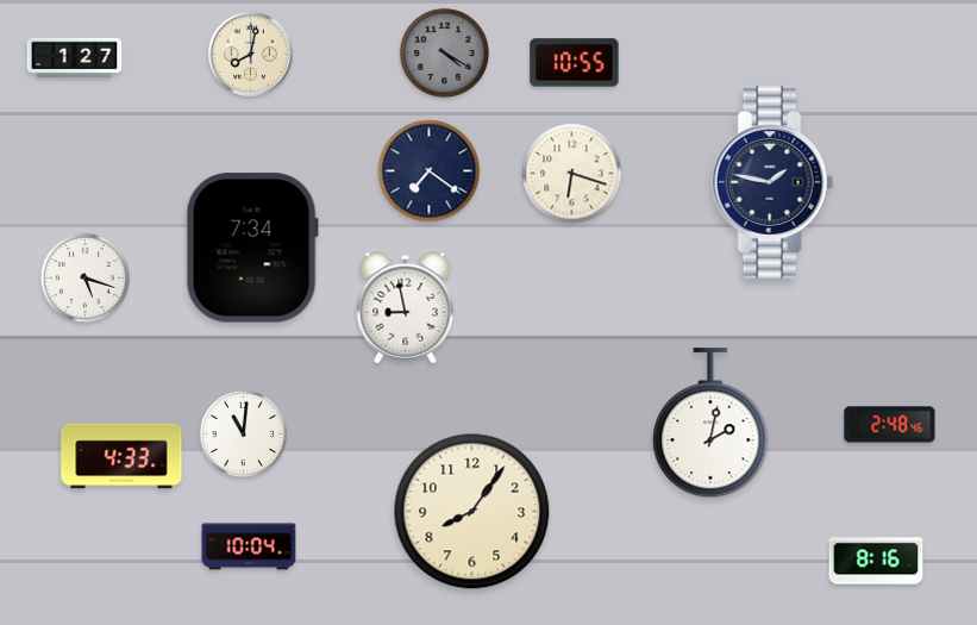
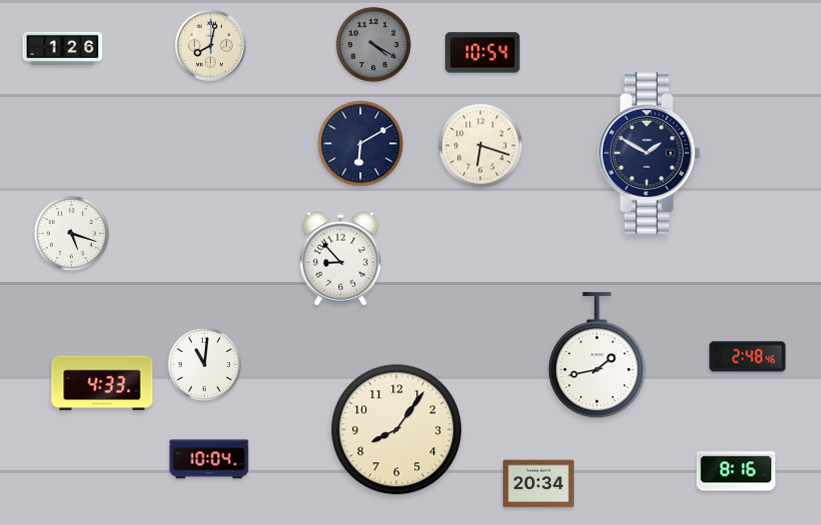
clock at (75, 57): 1:27 -> 1:26
clock at (575, 63): 10:55 -> 10:54
clock at (430, 171): 7:21 -> 6:10
clock at (772, 182): 1:47 -> 1:50
clock at (252, 248): 7:34 -> none
clock at (406, 308): 8:58 -> 8:53
clock at (710, 424): 2:02 -> 1:43
clock at (538, 484): none -> 20:34
